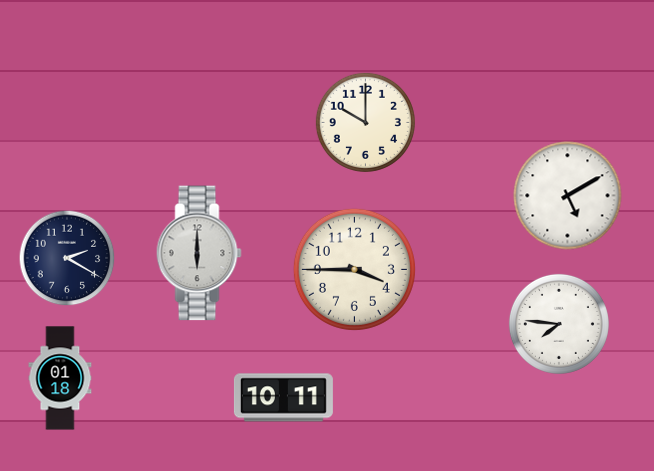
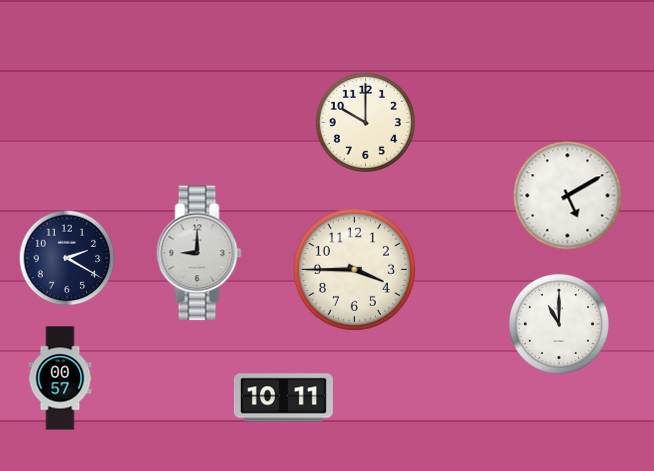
clock at (199, 253): 6:00 -> 9:00
clock at (559, 324): 7:46 -> 11:00
clock at (60, 378): 01:18 -> 00:57
